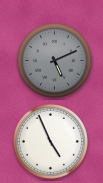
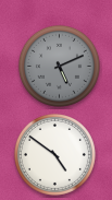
clock at (50, 141): 4:56 -> 4:51
